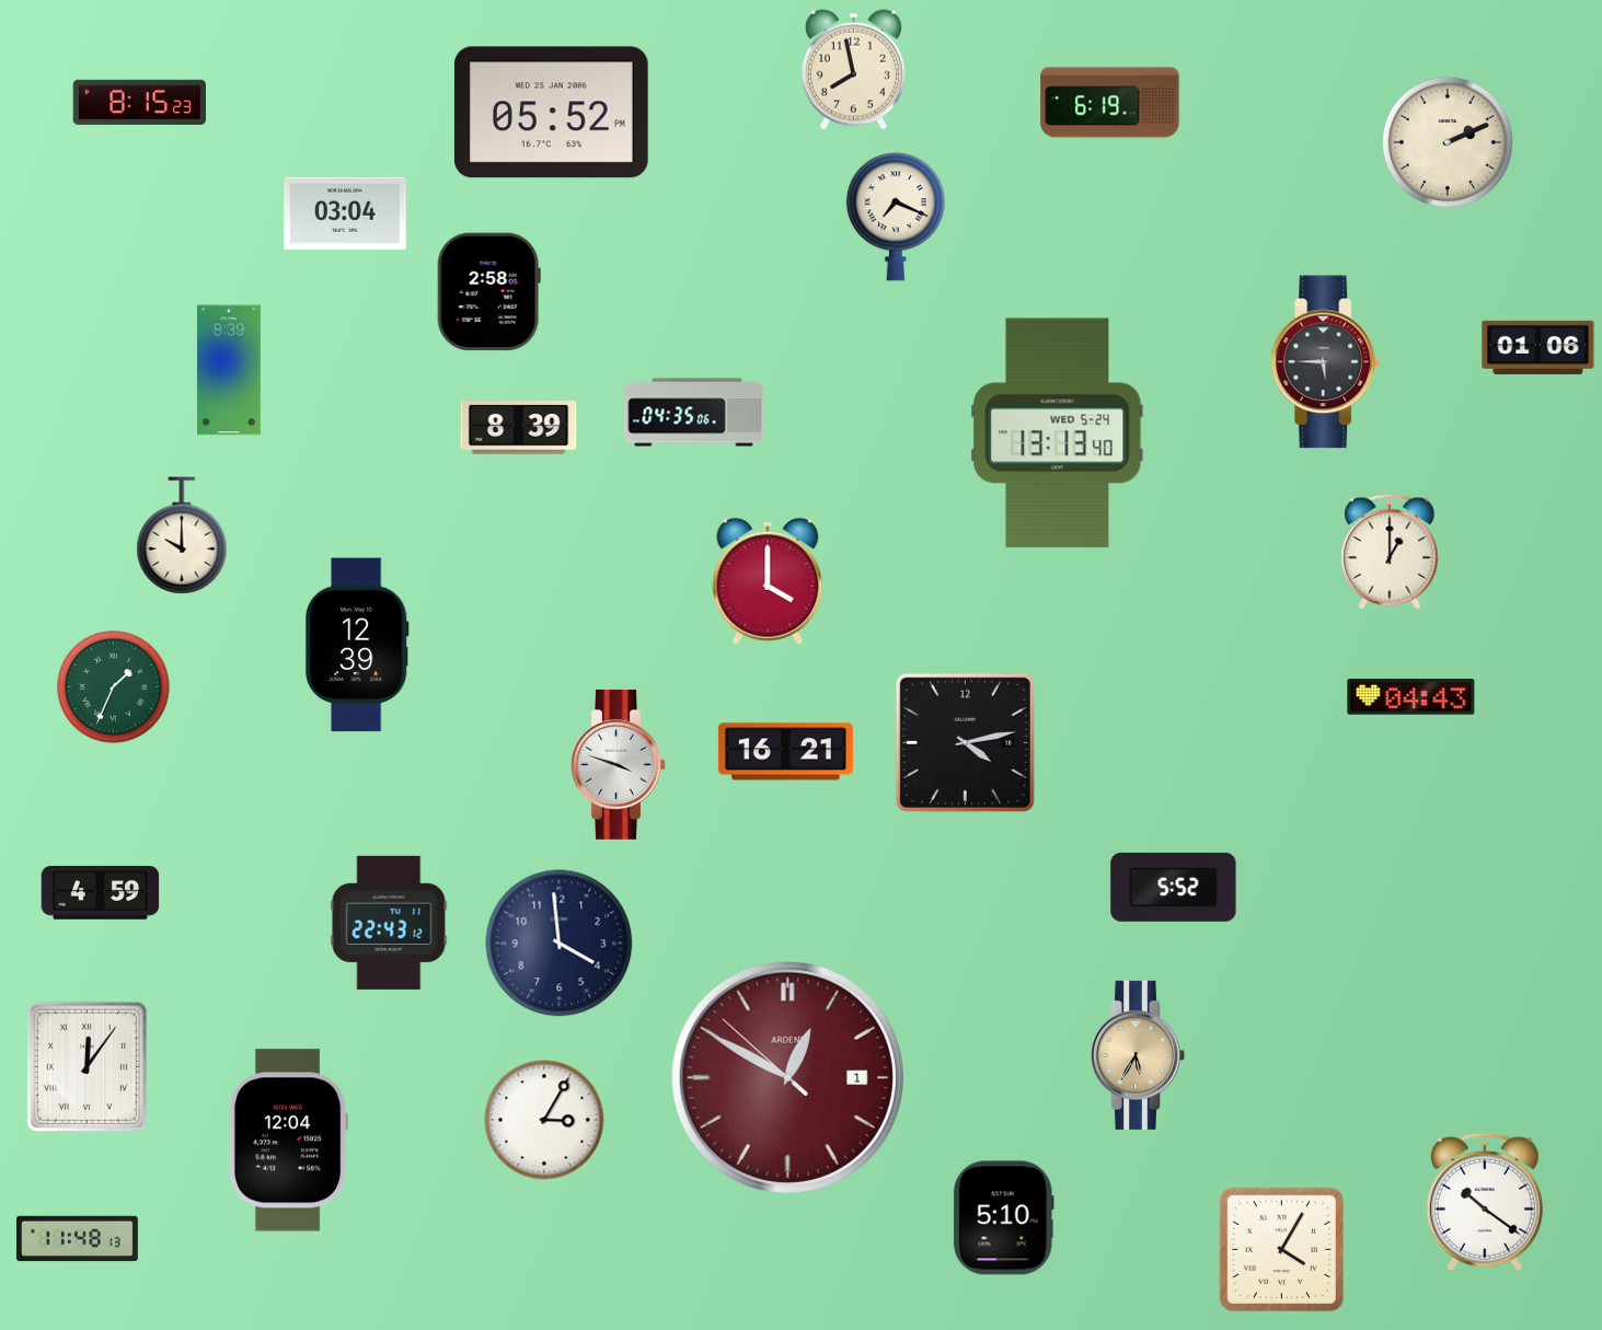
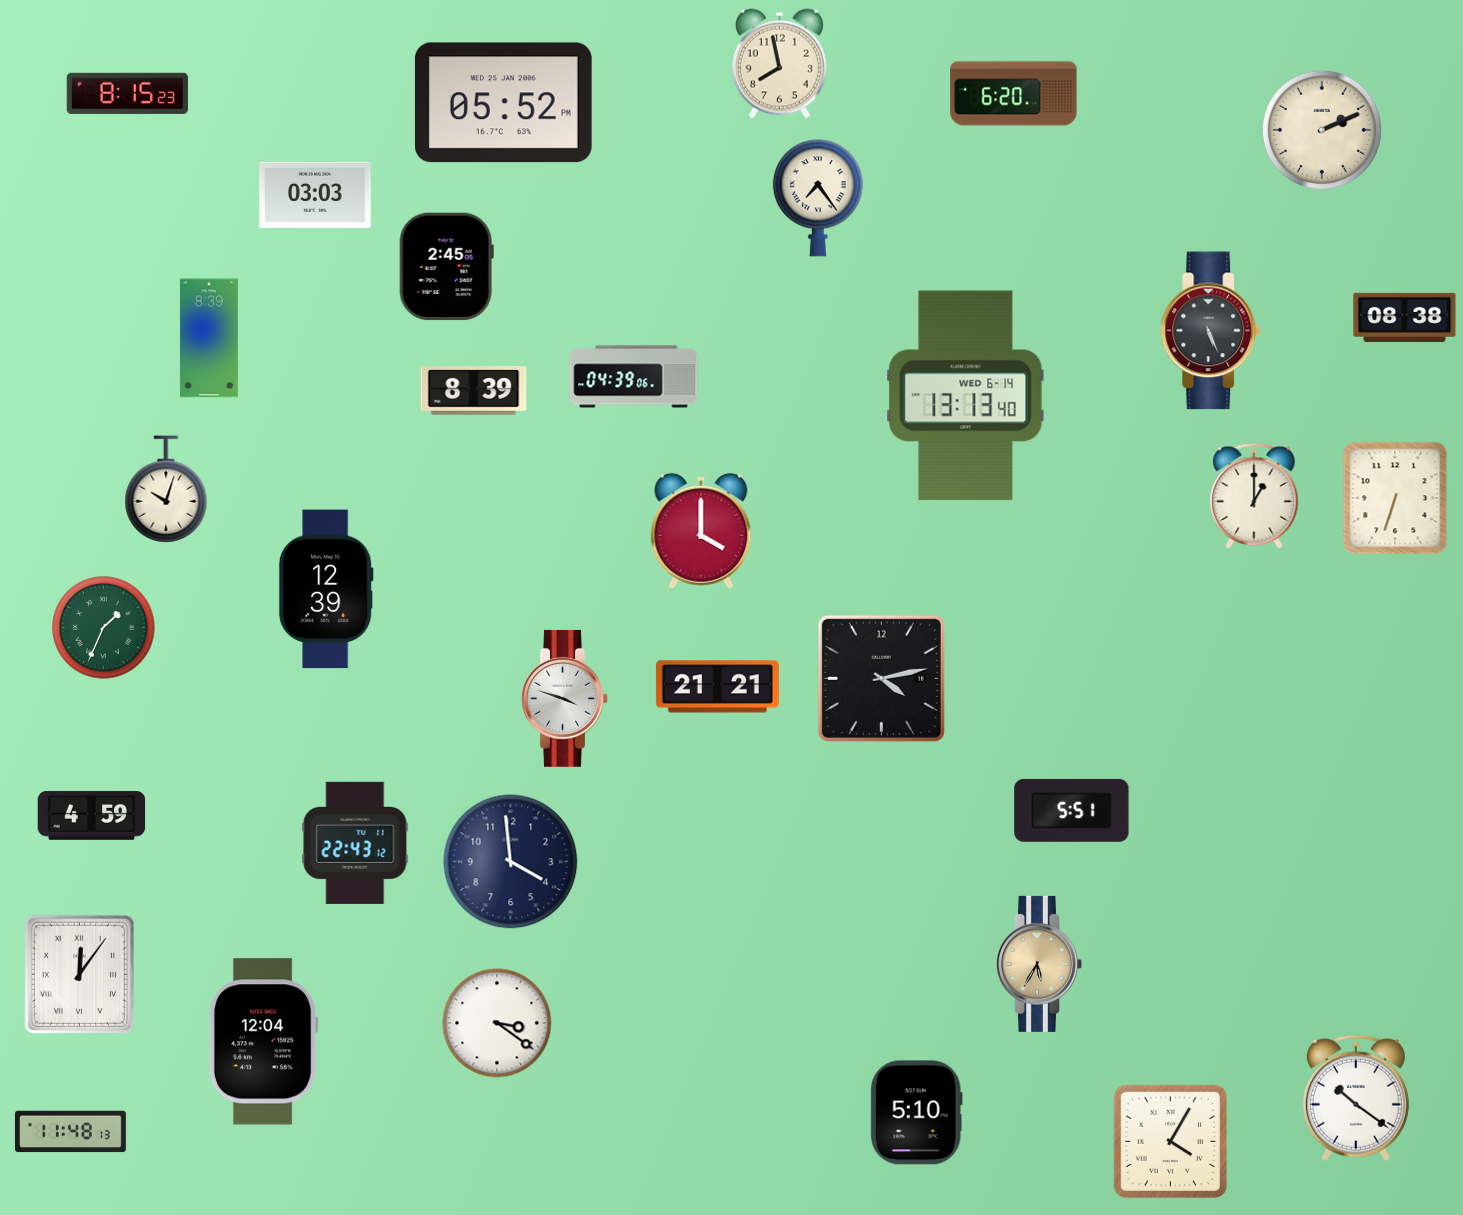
clock at (1110, 103): 6:19 -> 6:20
clock at (345, 213): 03:04 -> 03:03
clock at (896, 217): 7:19 -> 7:24
clock at (488, 292): 2:58 -> 2:45
clock at (1538, 347): 01:06 -> 08:38
clock at (1326, 362): 5:45 -> 5:26
clock at (694, 413): 04:35 -> 04:39
clock at (1058, 433) date: WED 5-24 -> WED 6-14
clock at (182, 535): 10:00 -> 10:03
clock at (1395, 498): none -> 6:33
clock at (1390, 552) position: (1390, 552) -> (1254, 496)
clock at (1411, 697): 04:43 -> none
clock at (785, 752): 16:21 -> 21:21
clock at (1174, 887): 5:52 -> 5:51
clock at (787, 1077): 12:49 -> none
clock at (544, 1120): 3:05 -> 3:21
